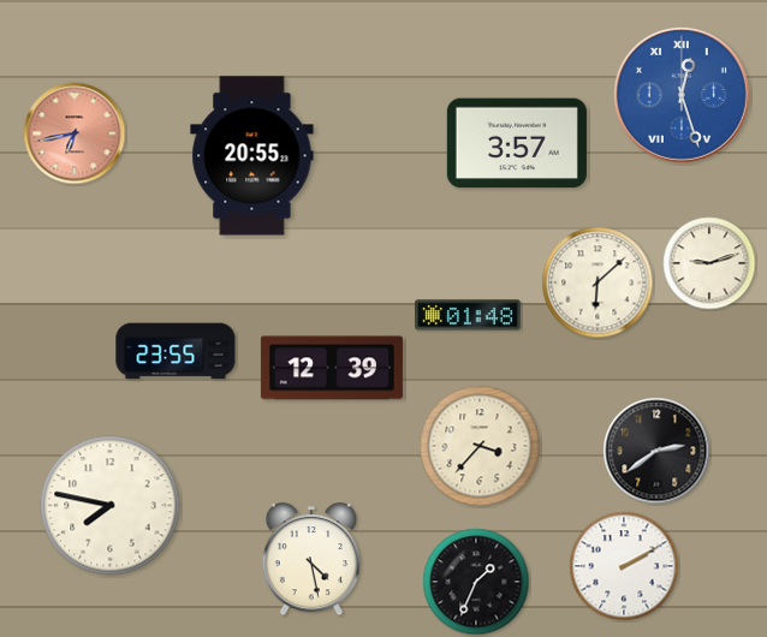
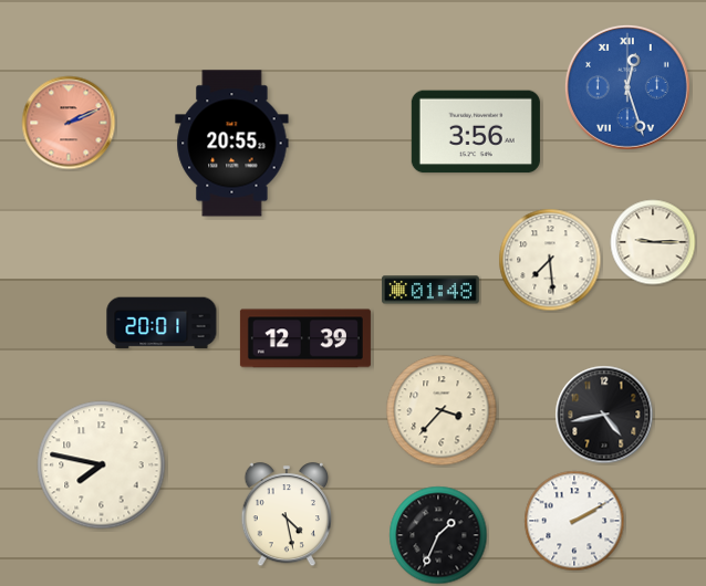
clock at (75, 133): 6:43 -> 2:11
clock at (517, 143): 3:57 -> 3:56
clock at (709, 263): 9:12 -> 9:15
clock at (597, 282): 6:08 -> 7:29
clock at (176, 351): 23:55 -> 20:01
clock at (656, 451): 2:39 -> 4:43
